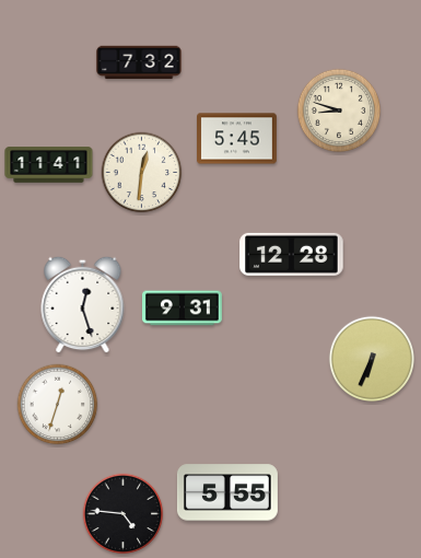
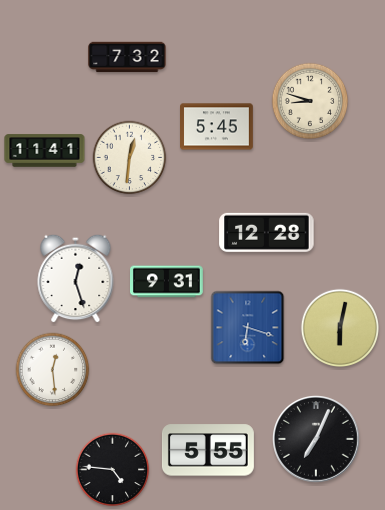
clock at (371, 358): 6:34 -> 6:02
clock at (248, 328): none -> 6:18
clock at (58, 405): 12:33 -> 12:29
clock at (317, 440): none -> 7:04
